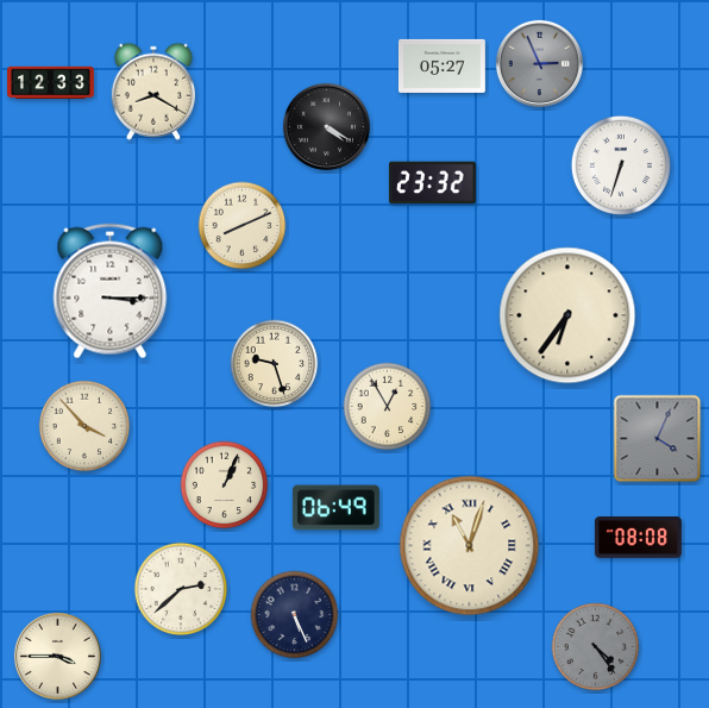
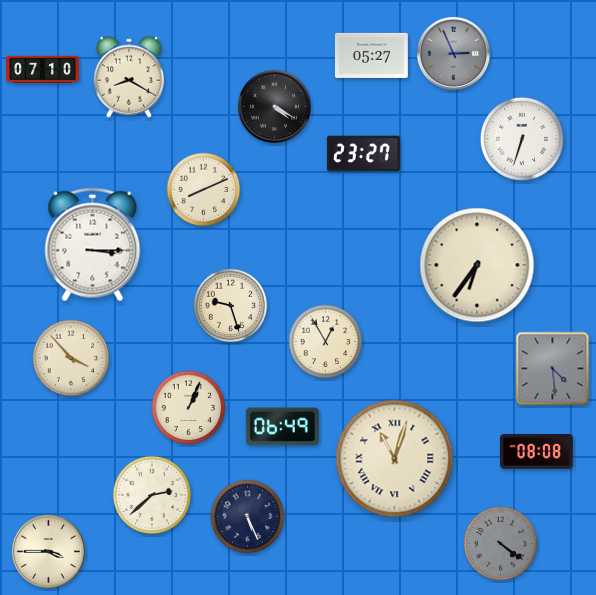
clock at (51, 83): 12:33 -> 07:10
clock at (432, 183): 23:32 -> 23:27
clock at (658, 439): 4:04 -> 4:29
clock at (596, 647): 4:24 -> 4:21
